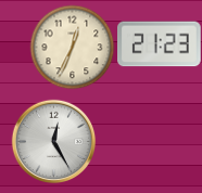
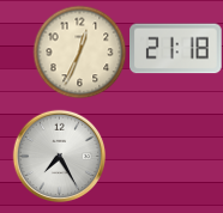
clock at (160, 44): 21:23 -> 21:18
clock at (53, 141): 12:25 -> 7:25
